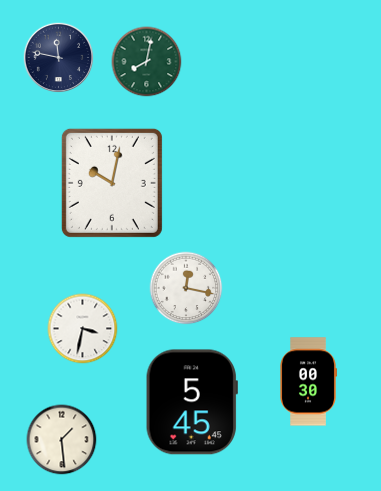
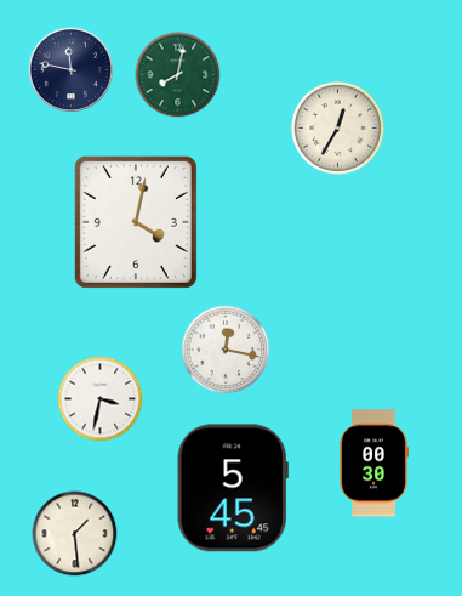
clock at (337, 127): none -> 12:35
clock at (112, 183): 10:02 -> 4:02
